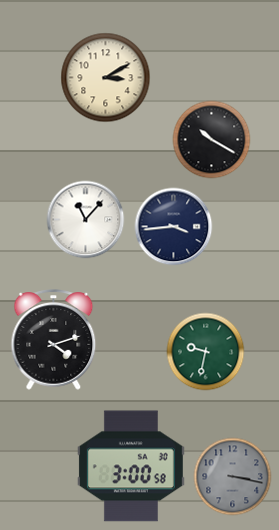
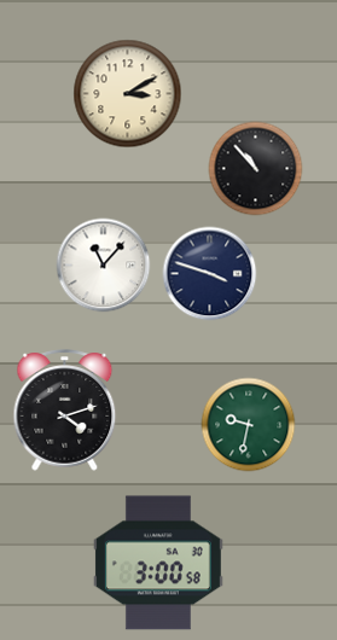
clock at (211, 139): 10:20 -> 10:53
clock at (173, 226): 3:44 -> 3:48
clock at (232, 476): 3:17 -> none
